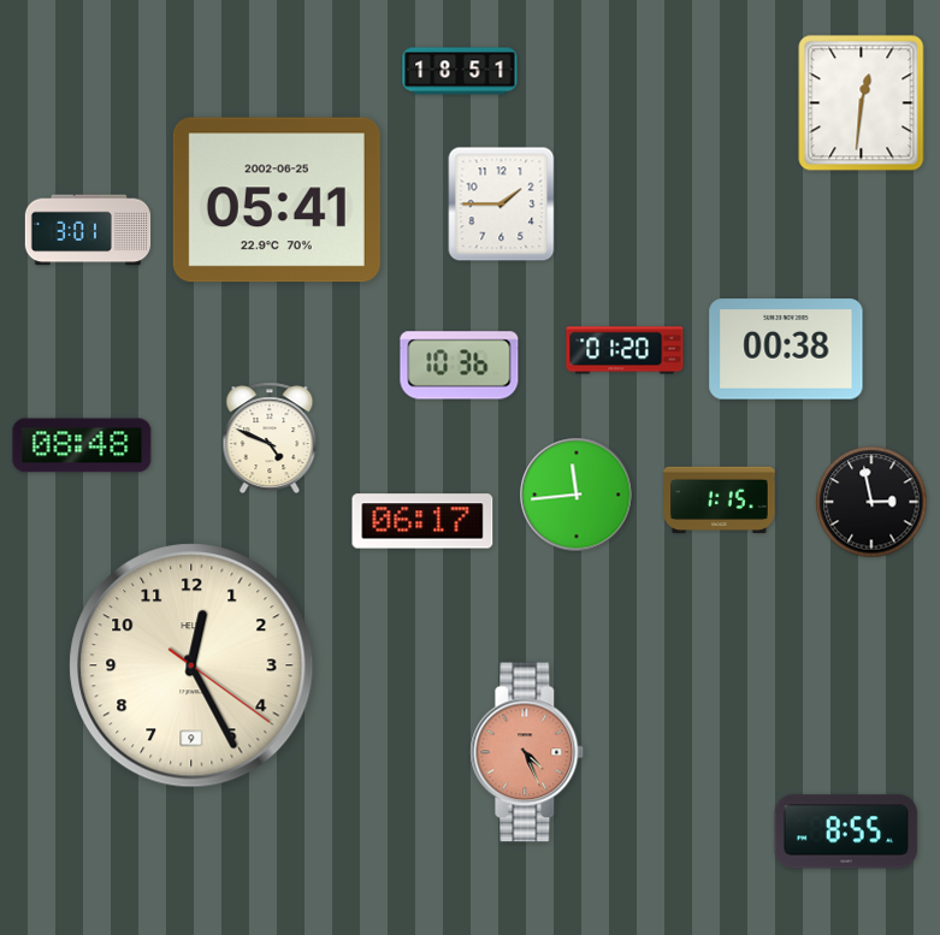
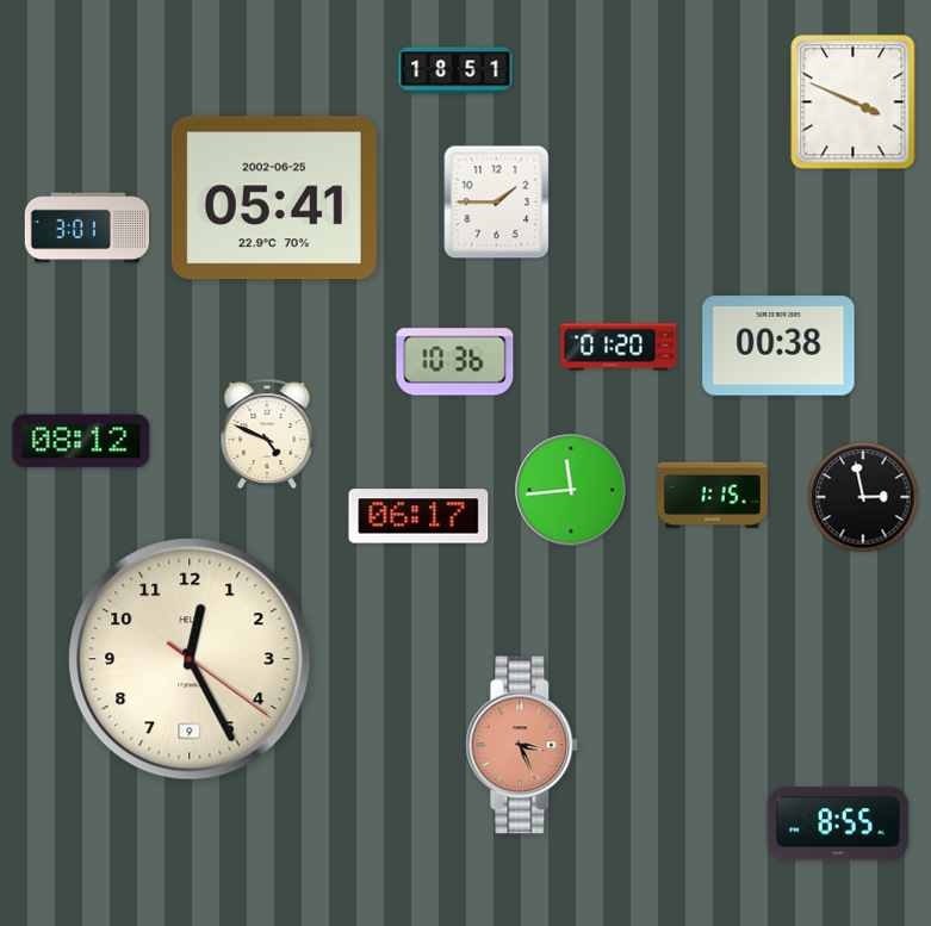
clock at (862, 103): 12:31 -> 3:49
clock at (82, 445): 08:48 -> 08:12
clock at (527, 752): 4:26 -> 3:26
